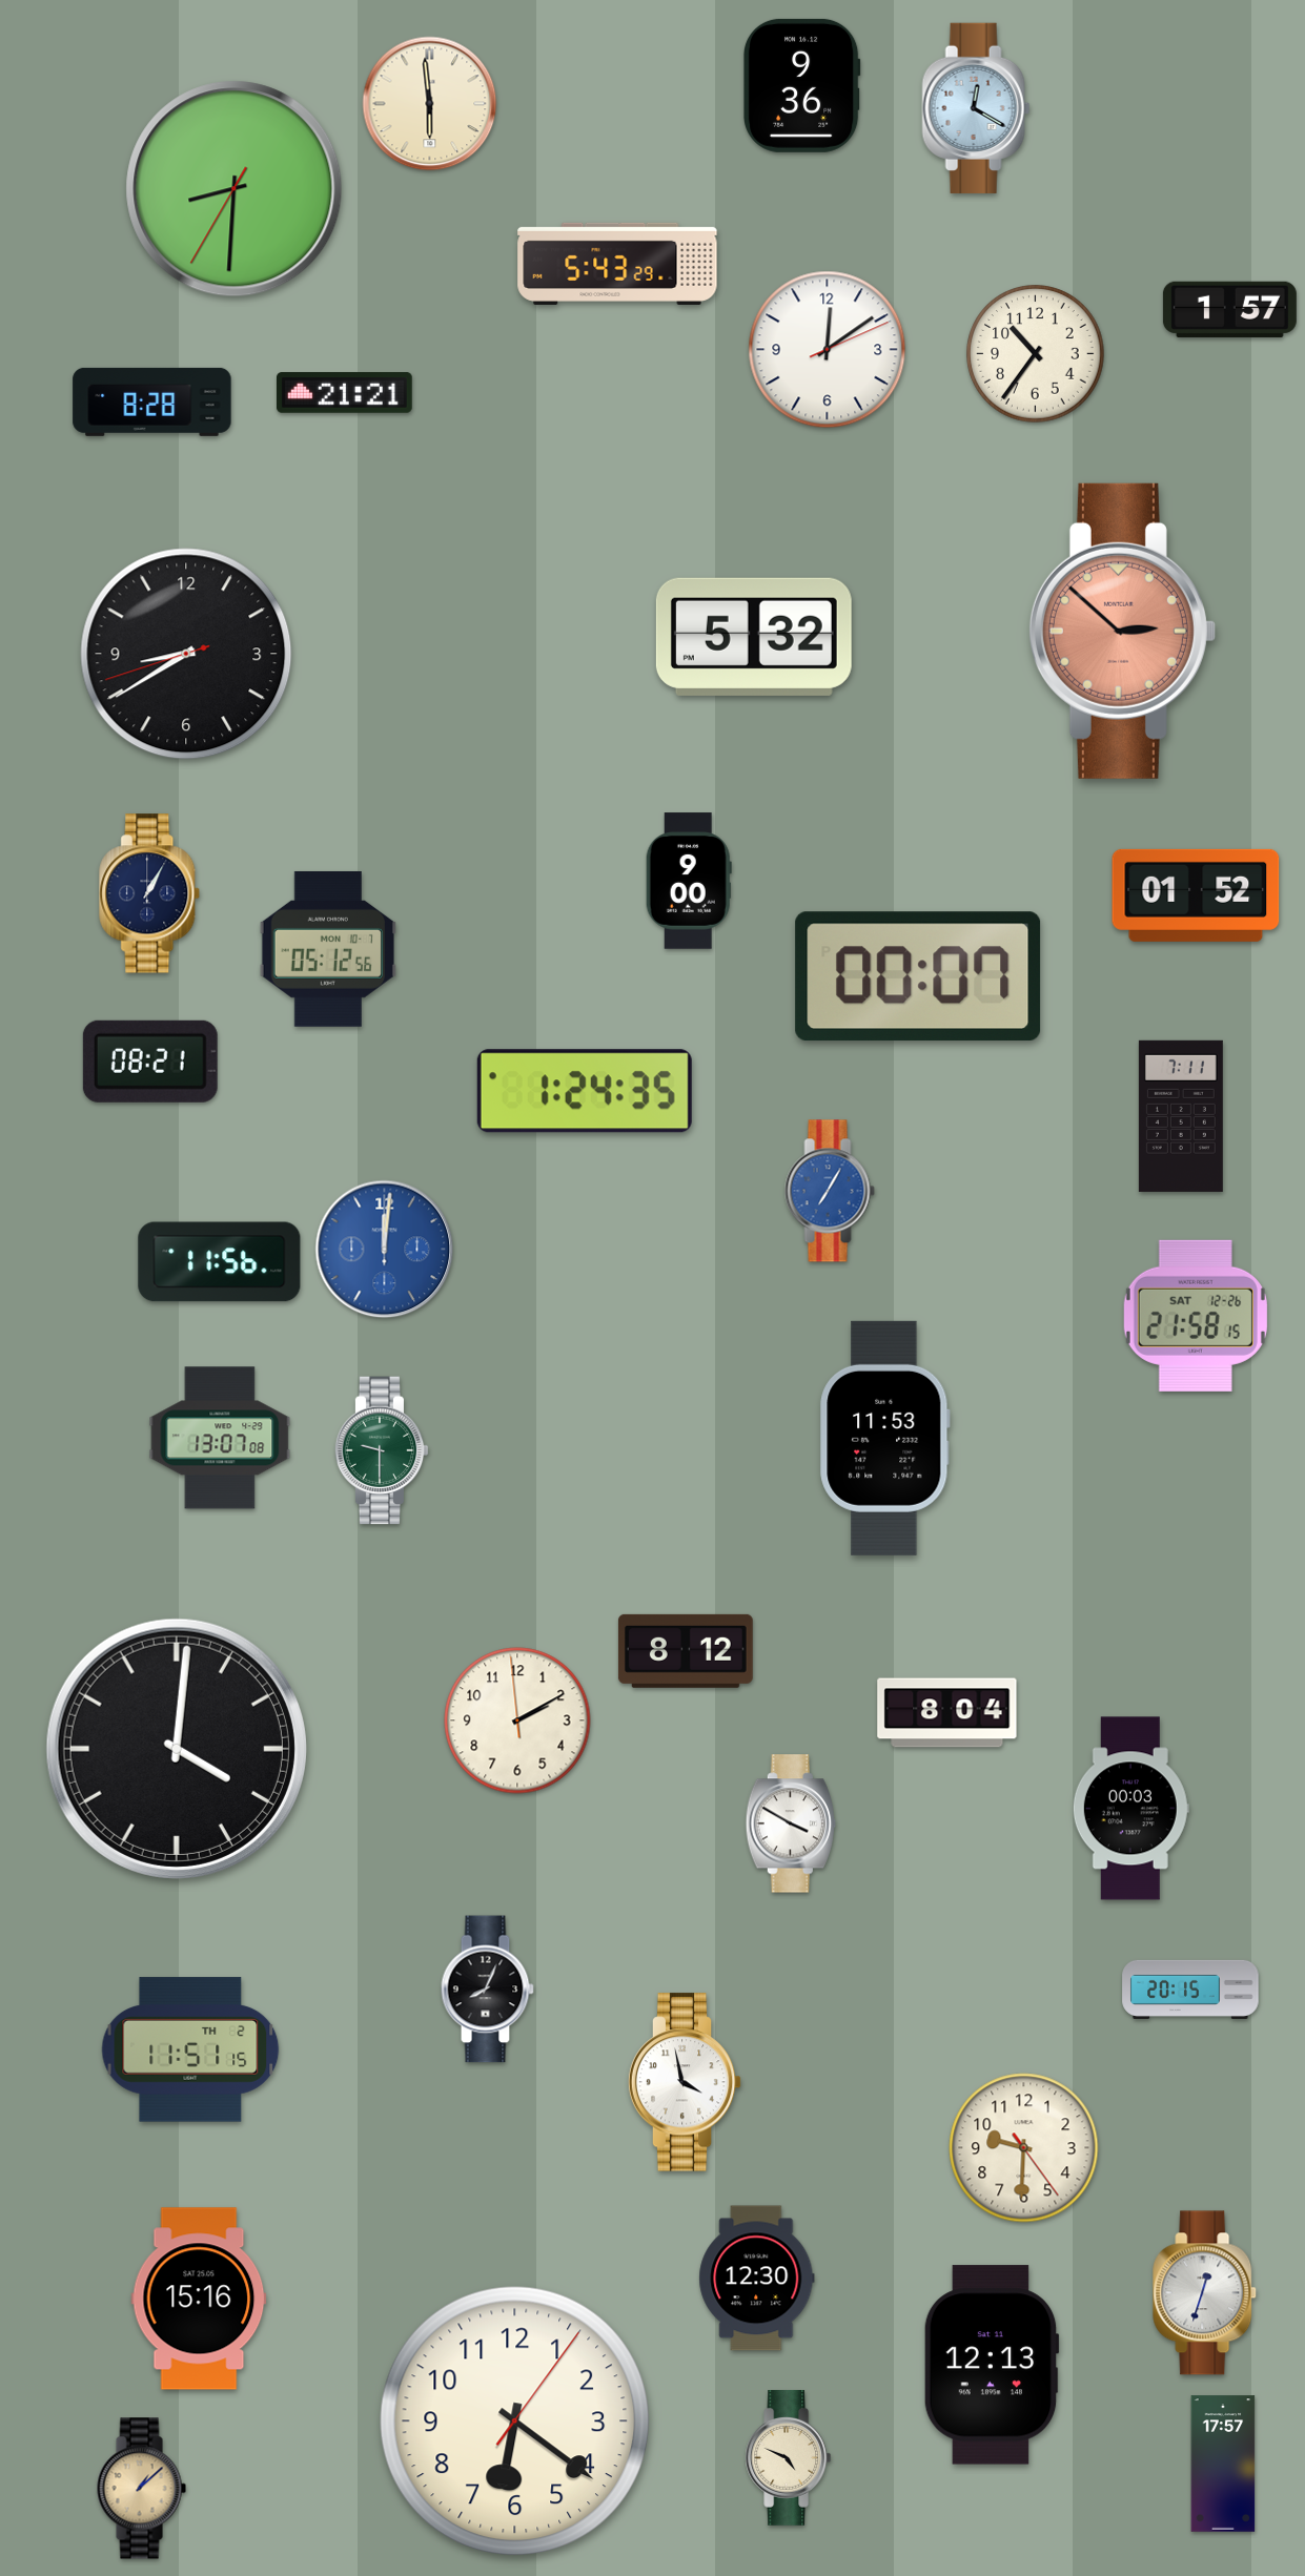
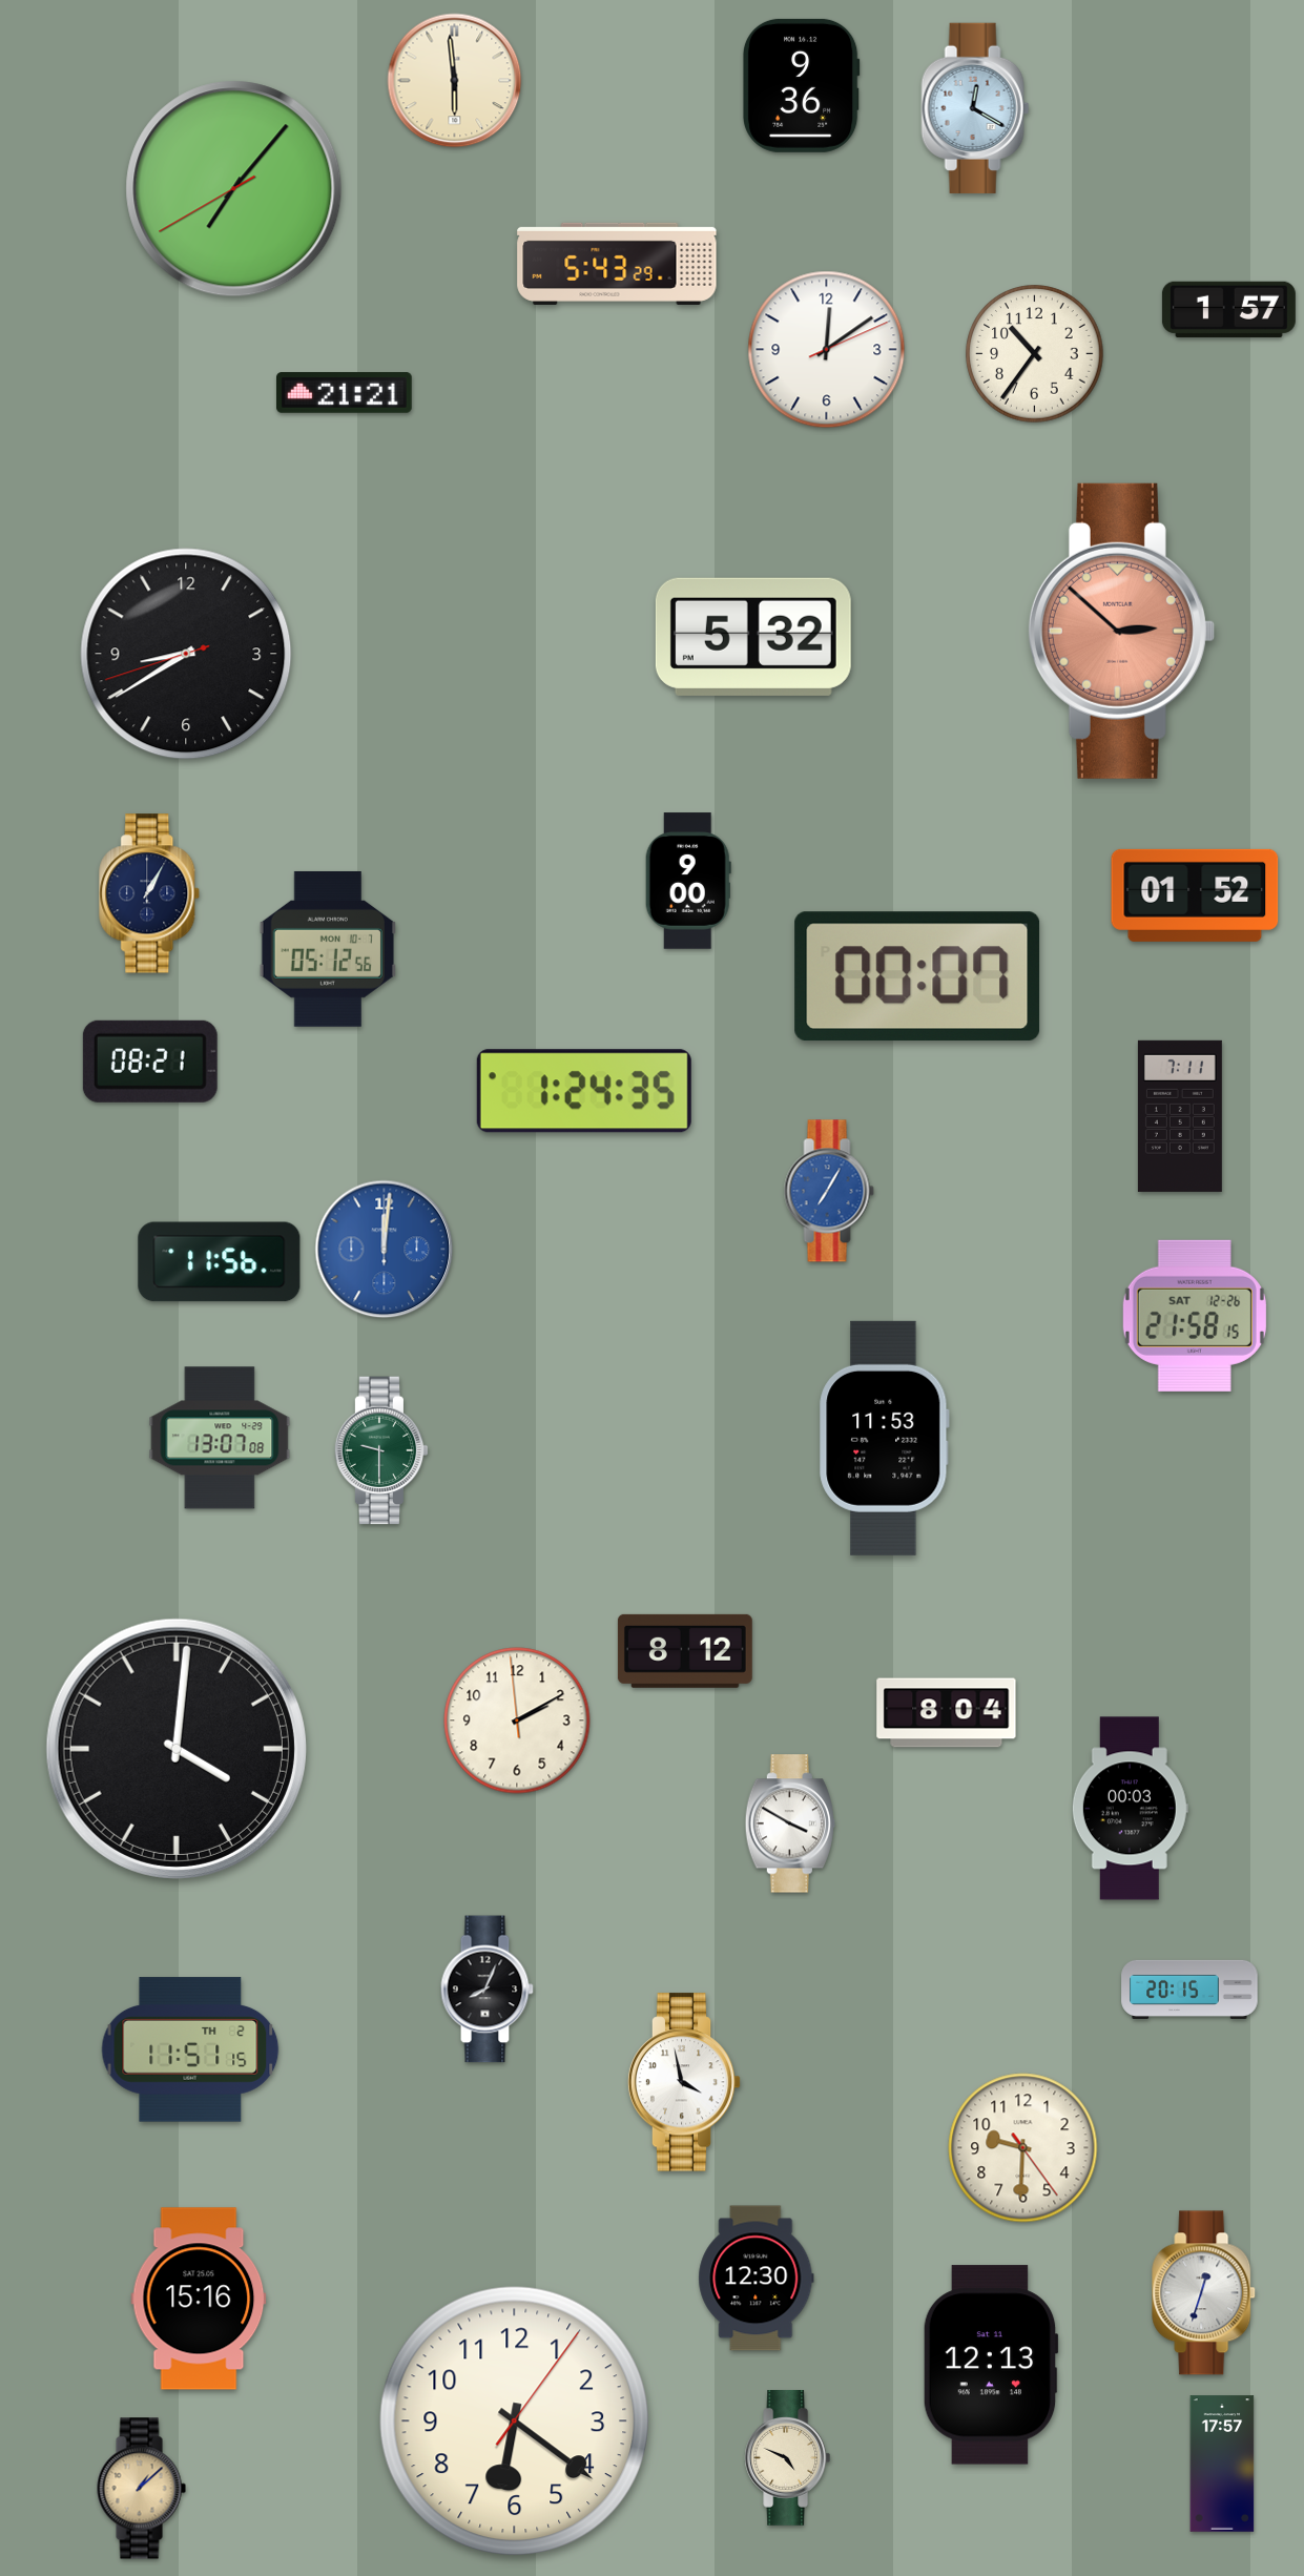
clock at (430, 104) position: (430, 104) -> (455, 81)
clock at (235, 189): 8:30 -> 7:06
clock at (152, 401): 8:28 -> none
